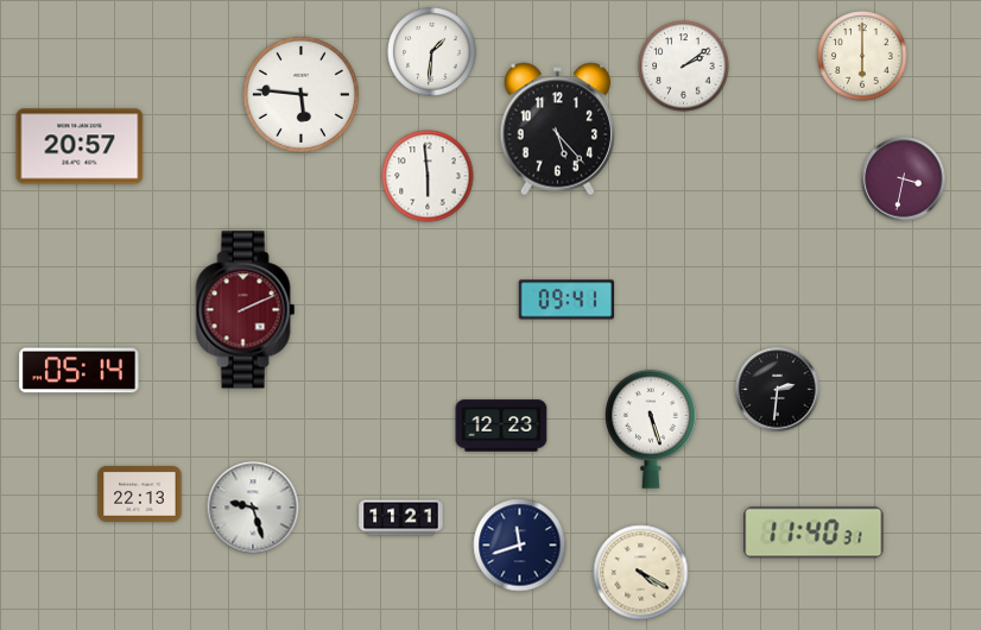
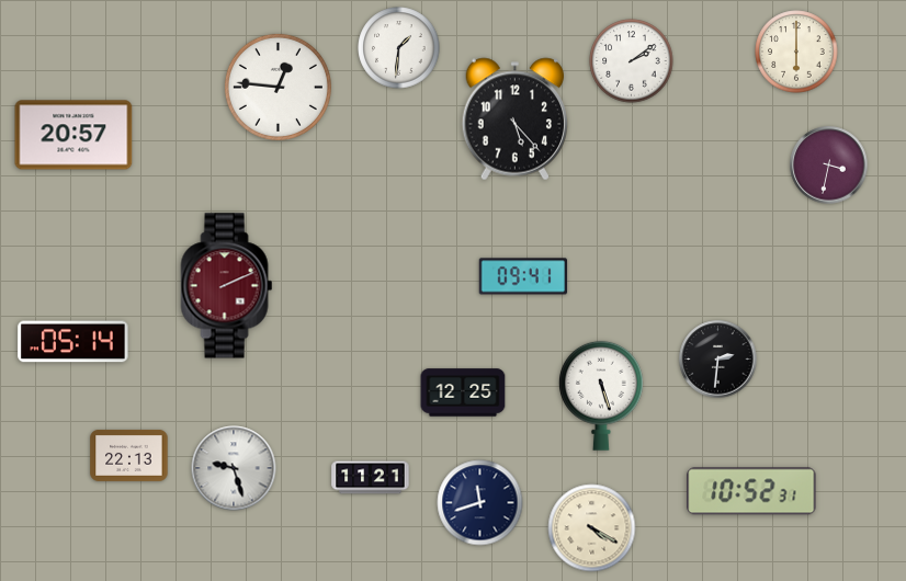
clock at (300, 94): 5:46 -> 12:46
clock at (428, 176): 5:59 -> none
clock at (904, 179) position: (904, 179) -> (829, 166)
clock at (501, 426): 12:23 -> 12:25
clock at (814, 533): 11:40 -> 10:52
